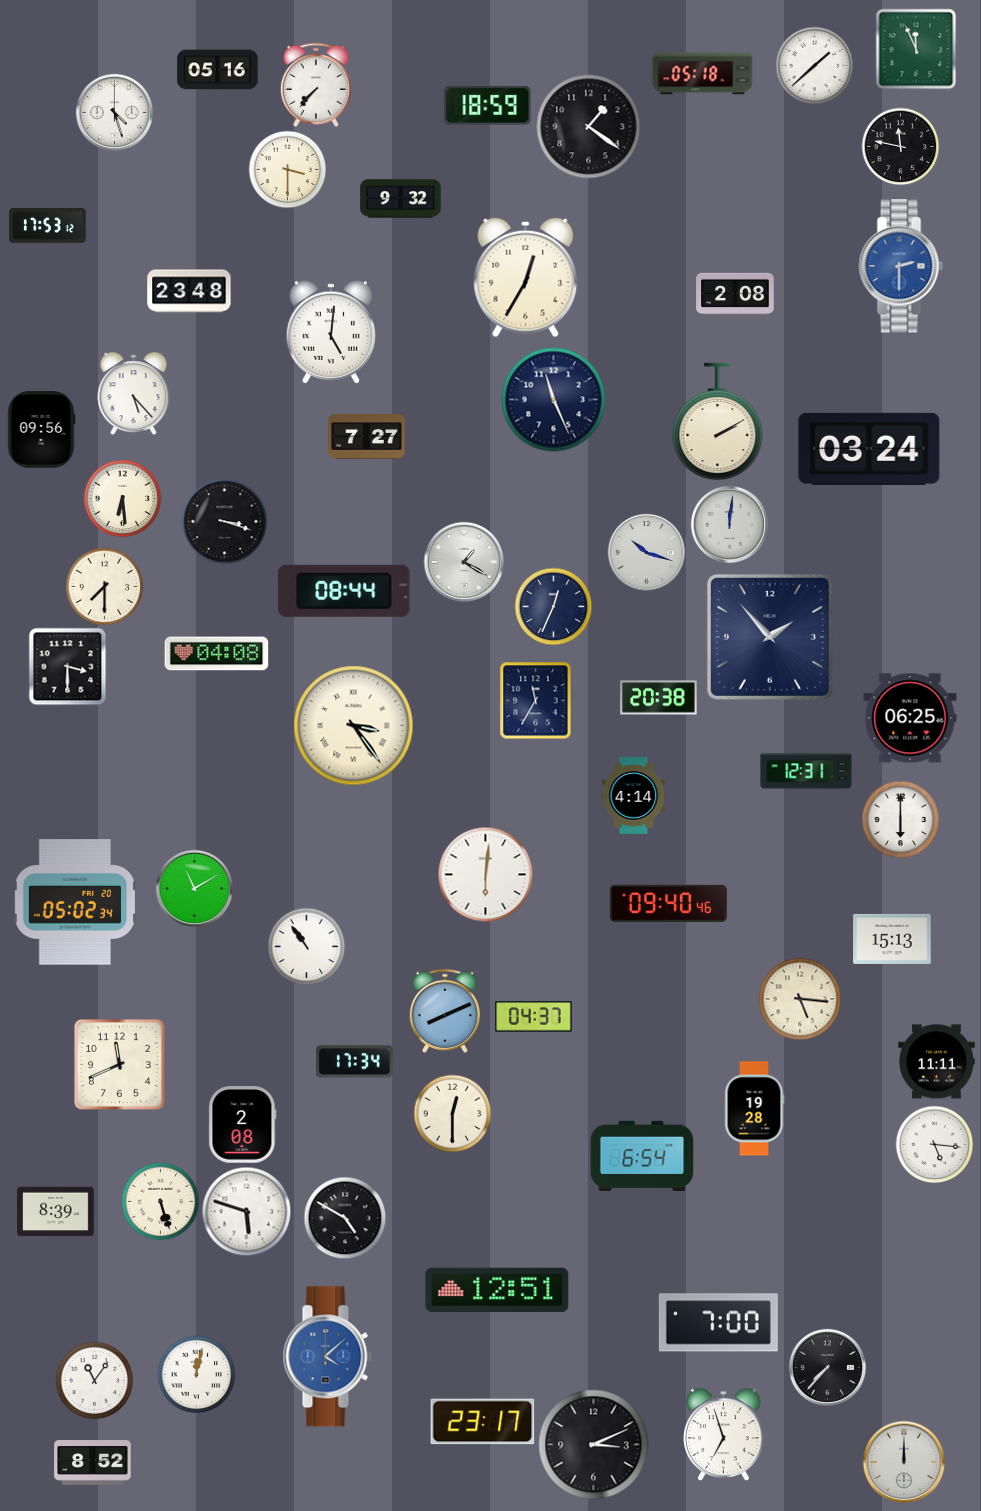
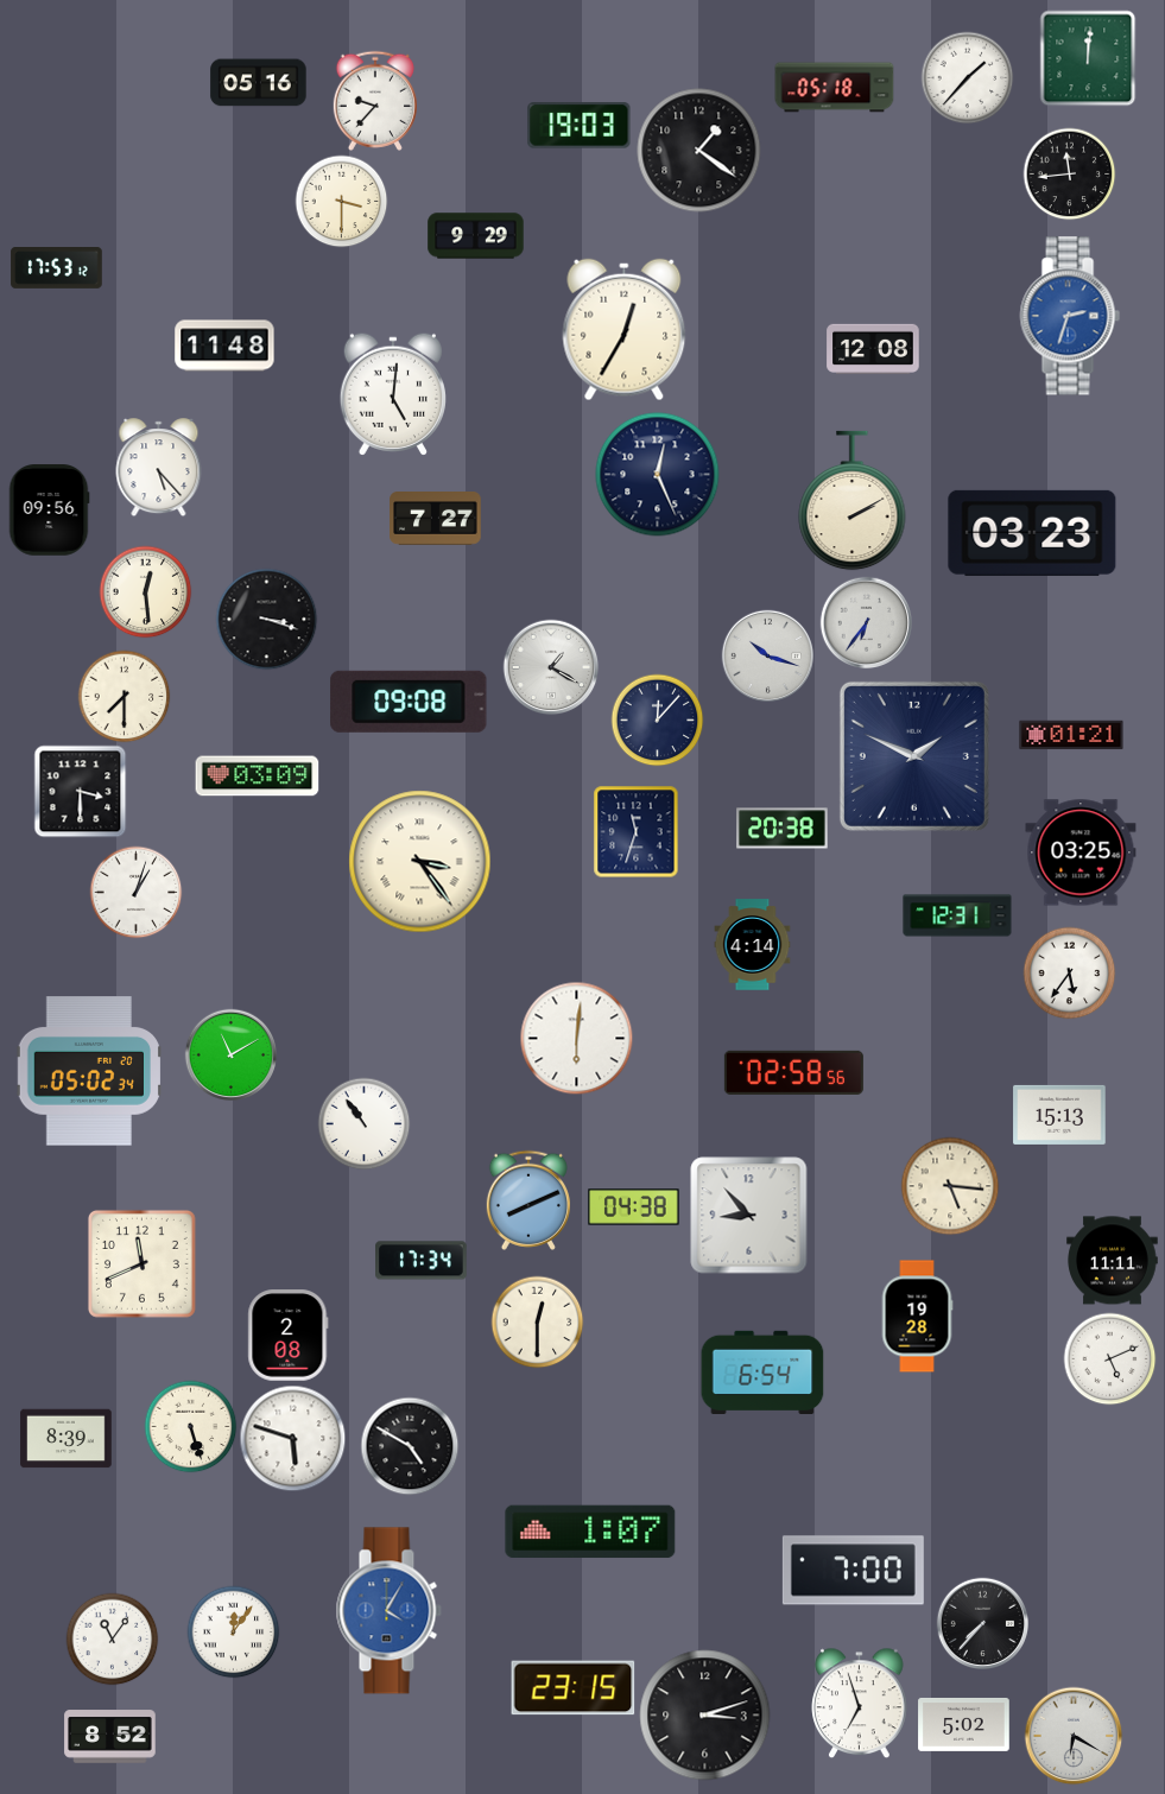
clock at (916, 49): 11:56 -> 12:01
clock at (814, 65): 1:38 -> 1:37
clock at (316, 85): 7:37 -> 9:37
clock at (488, 106): 18:59 -> 19:03
clock at (114, 112): 4:27 -> none
clock at (900, 146): 11:47 -> 11:44
clock at (401, 199): 9:32 -> 9:29
clock at (901, 266): 2:30 -> 2:33
clock at (189, 291): 23:48 -> 11:48
clock at (735, 293): 2:08 -> 12:08
clock at (554, 400): 11:26 -> 12:26
clock at (869, 449): 03:24 -> 03:23
clock at (122, 498): 6:29 -> 12:29
clock at (729, 524): 12:01 -> 6:36
clock at (344, 591): 08:44 -> 09:08
clock at (553, 606): 12:34 -> 12:07
clock at (1071, 735): none -> 01:21
clock at (770, 637): 1:53 -> 1:49
clock at (217, 654): 04:08 -> 03:09
clock at (536, 700): 11:35 -> 11:33
clock at (910, 718): 06:25 -> 03:25
clock at (135, 892): none -> 1:03
clock at (900, 819): 6:00 -> 5:36
clock at (668, 903): 09:40 -> 02:58
clock at (534, 1017): 04:37 -> 04:38
clock at (749, 1216): none -> 8:53
clock at (754, 1109) position: (754, 1109) -> (917, 1317)
clock at (934, 1144): 5:16 -> 5:11
clock at (497, 1290): 12:51 -> 1:07
clock at (327, 1357): 4:08 -> 4:05
clock at (196, 1374): 12:02 -> 12:06
clock at (483, 1422): 23:17 -> 23:15
clock at (594, 1445): 3:11 -> 3:12
clock at (964, 1724): none -> 5:02
clock at (904, 1462): 12:00 -> 6:20
